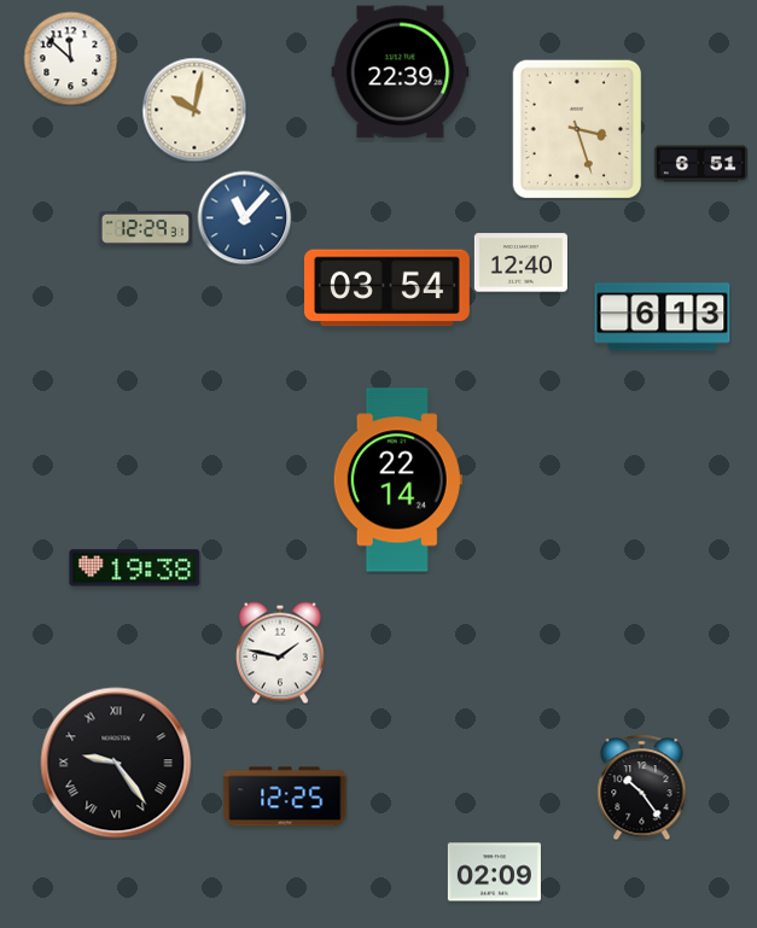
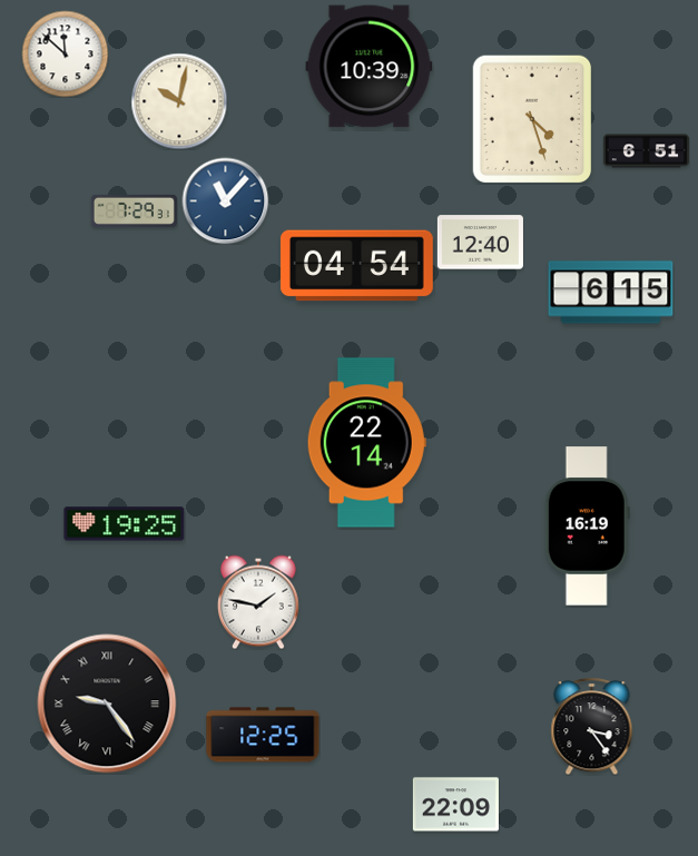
clock at (401, 72): 22:39 -> 10:39
clock at (577, 129): 3:27 -> 4:27
clock at (145, 228): 12:29 -> 7:29
clock at (386, 288): 03:54 -> 04:54
clock at (663, 317): 6:13 -> 6:15
clock at (135, 568): 19:38 -> 19:25
clock at (587, 527): none -> 16:19
clock at (642, 787): 10:24 -> 3:24
clock at (494, 872): 02:09 -> 22:09
